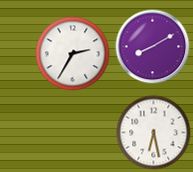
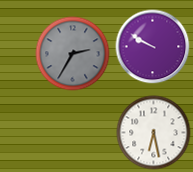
clock at (153, 47): 8:10 -> 9:50
clock at (73, 54) dial: white -> grey
